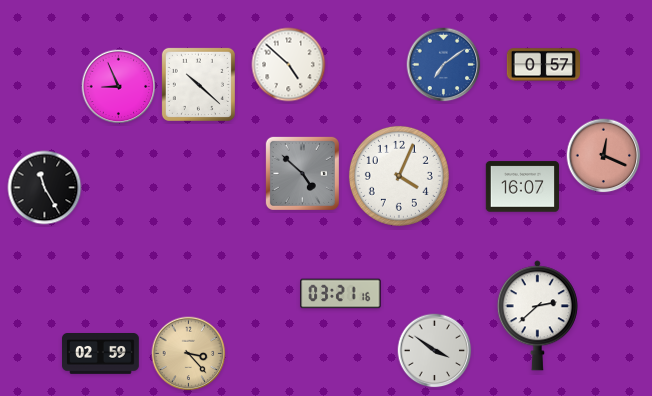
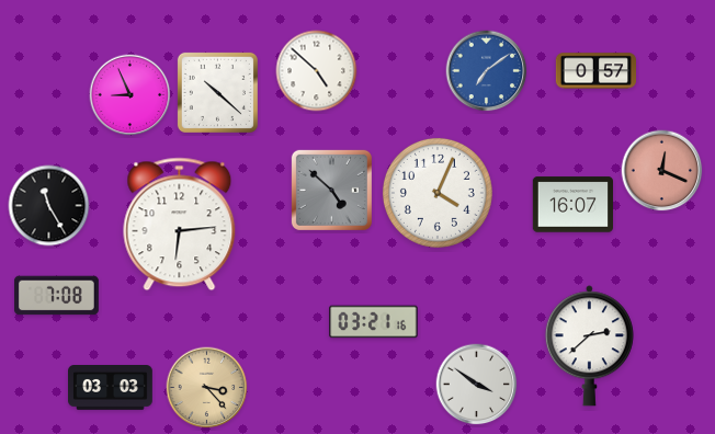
clock at (180, 225): none -> 6:14
clock at (57, 296): none -> 7:08
clock at (101, 354): 02:59 -> 03:03
